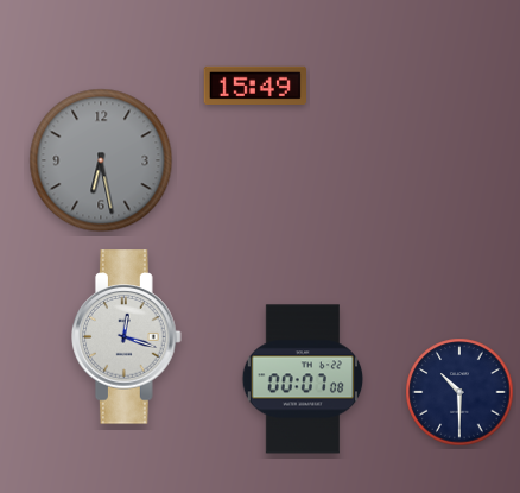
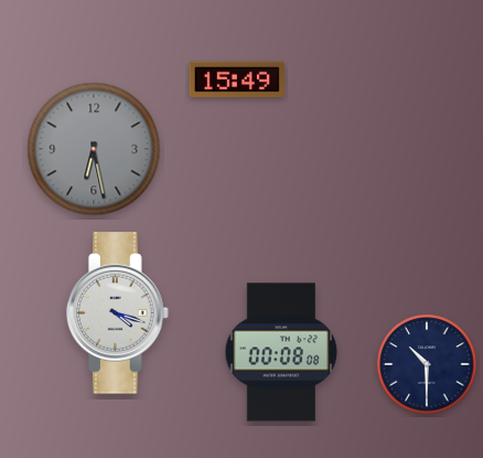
clock at (127, 337): 12:18 -> 4:18
clock at (303, 379): 00:07 -> 00:08
